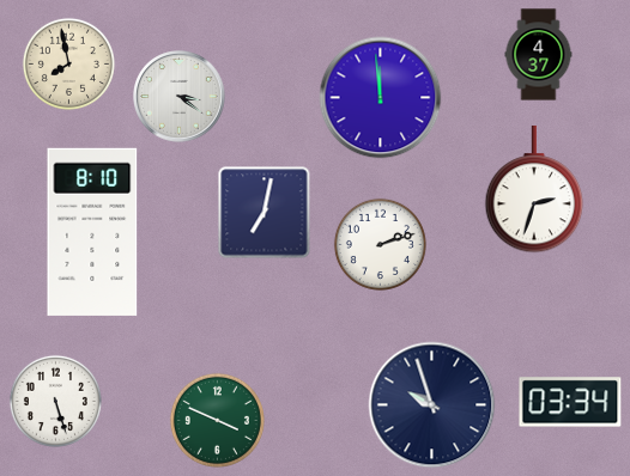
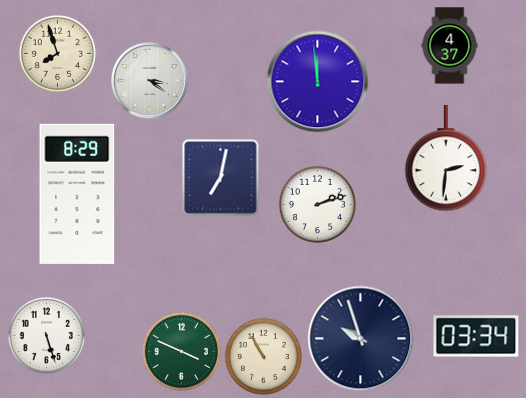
clock at (68, 63): 7:58 -> 7:57
clock at (534, 189): 2:33 -> 2:31
clock at (92, 232): 8:10 -> 8:29
clock at (263, 356): none -> 10:55
